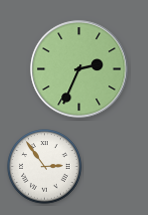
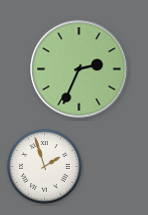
clock at (45, 167): 2:54 -> 1:57
